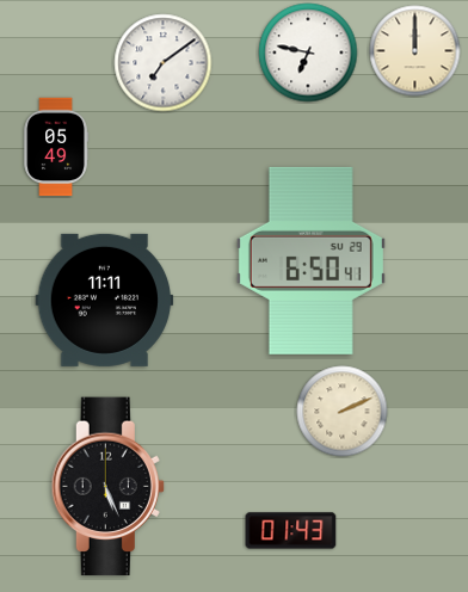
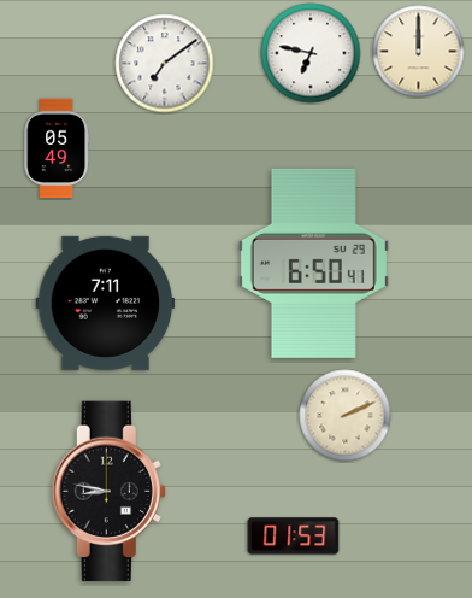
clock at (105, 300): 11:11 -> 7:11
clock at (107, 487): 5:26 -> 8:47
clock at (291, 531): 01:43 -> 01:53
